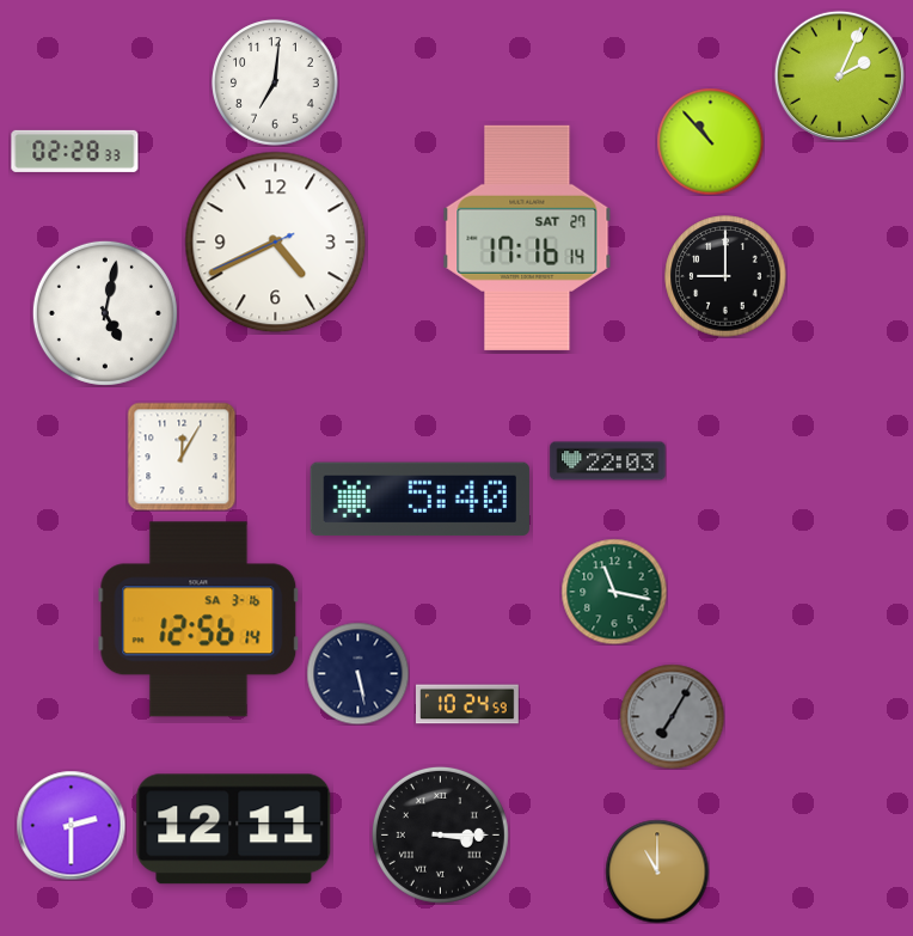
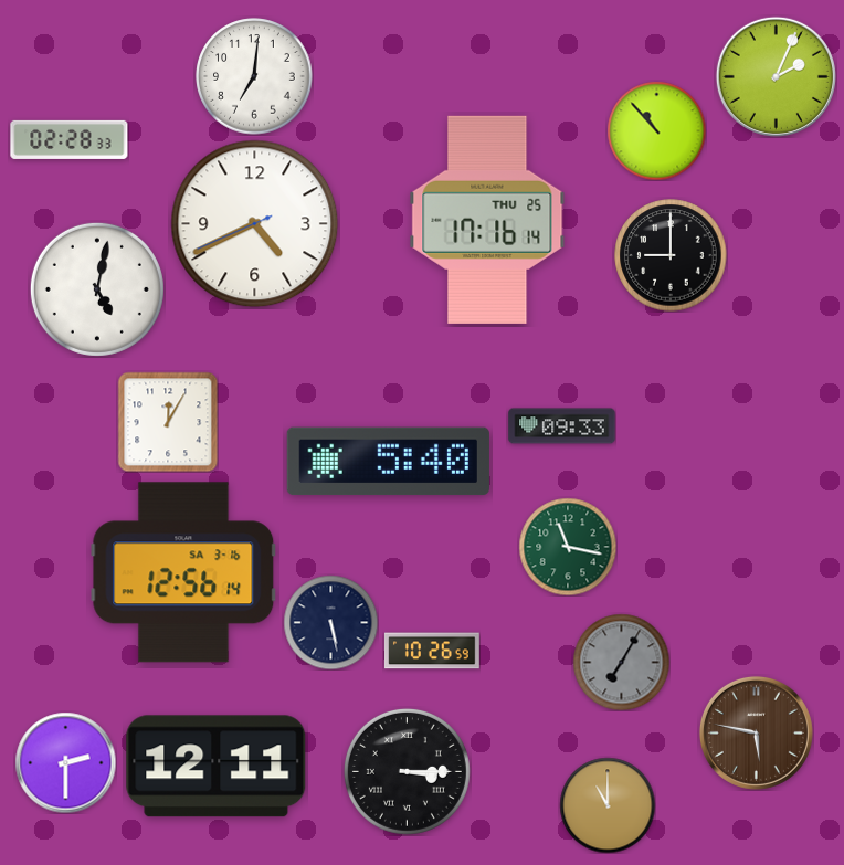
clock at (839, 75) position: (839, 75) -> (776, 76)
clock at (527, 238) date: SAT 27 -> THU 25
clock at (608, 461): 22:03 -> 09:33
clock at (467, 704): 10:24 -> 10:26
clock at (756, 732): none -> 5:47
